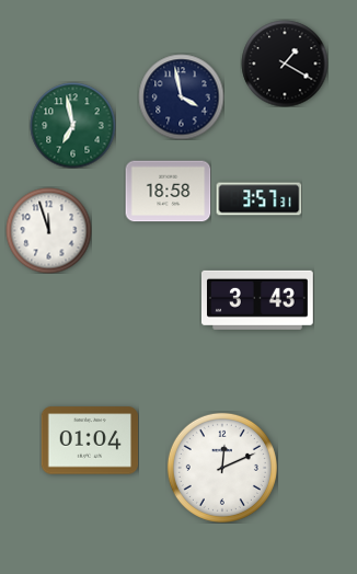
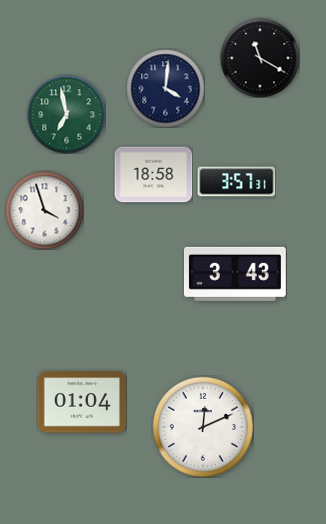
clock at (285, 64): 1:20 -> 11:20
clock at (181, 96): 3:58 -> 4:01
clock at (48, 230): 11:57 -> 3:57
